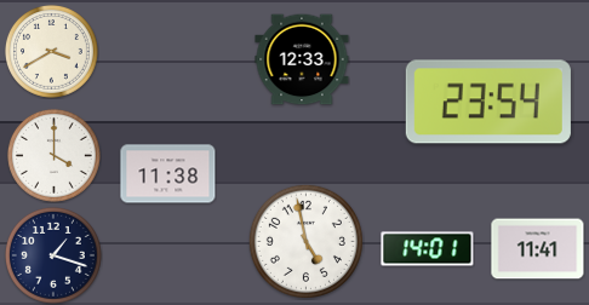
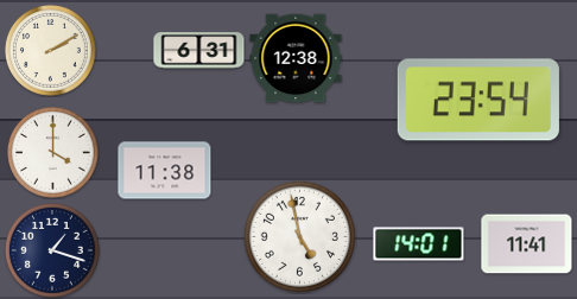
clock at (51, 51): 3:40 -> 2:10
clock at (199, 51): none -> 6:31
clock at (302, 59): 12:33 -> 12:38
